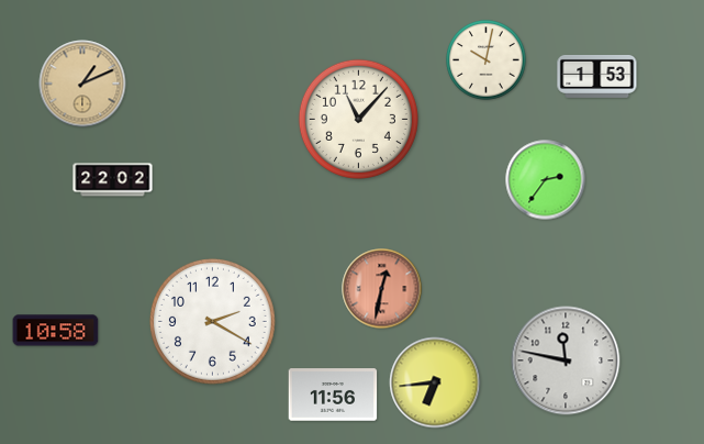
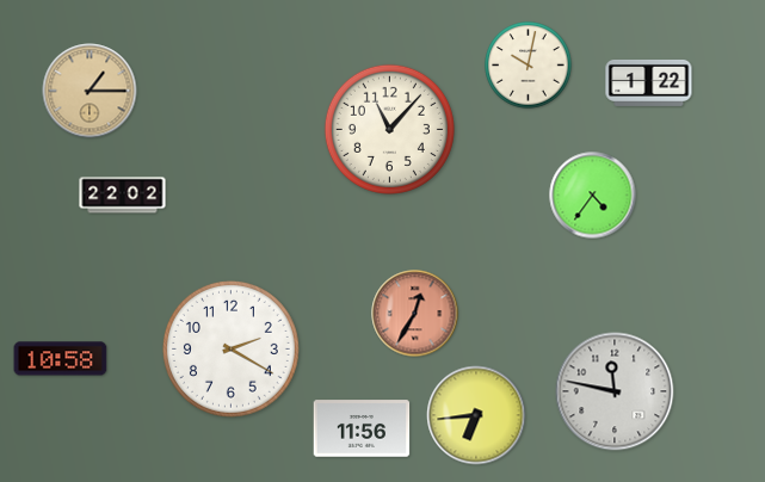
clock at (597, 76): 1:53 -> 1:22
clock at (82, 84): 1:11 -> 1:15
clock at (546, 180): 2:36 -> 4:36
clock at (382, 289): 12:32 -> 12:35
clock at (435, 382) position: (435, 382) -> (476, 415)
